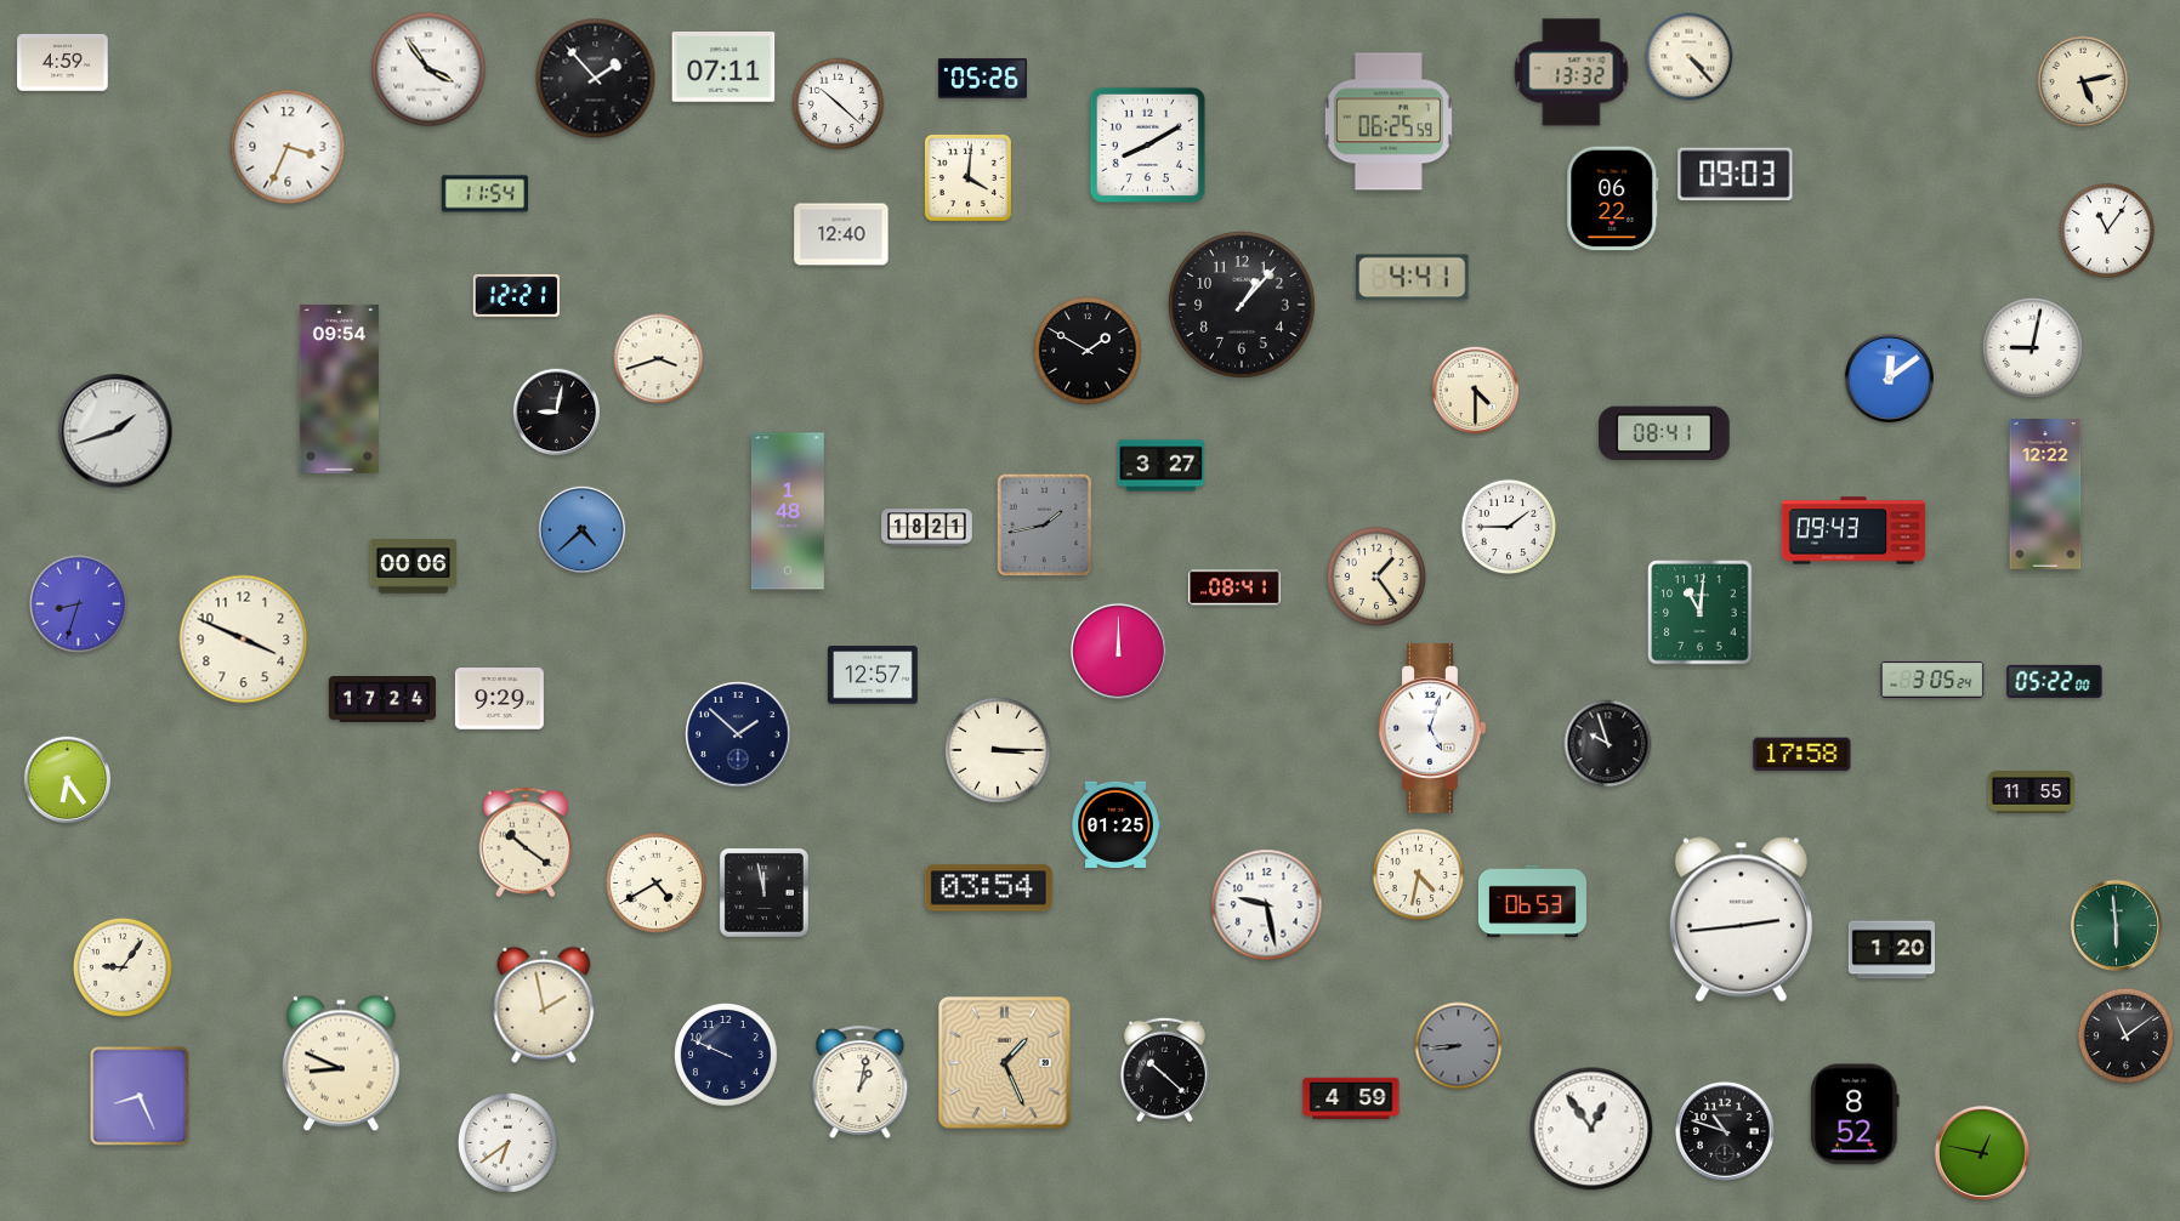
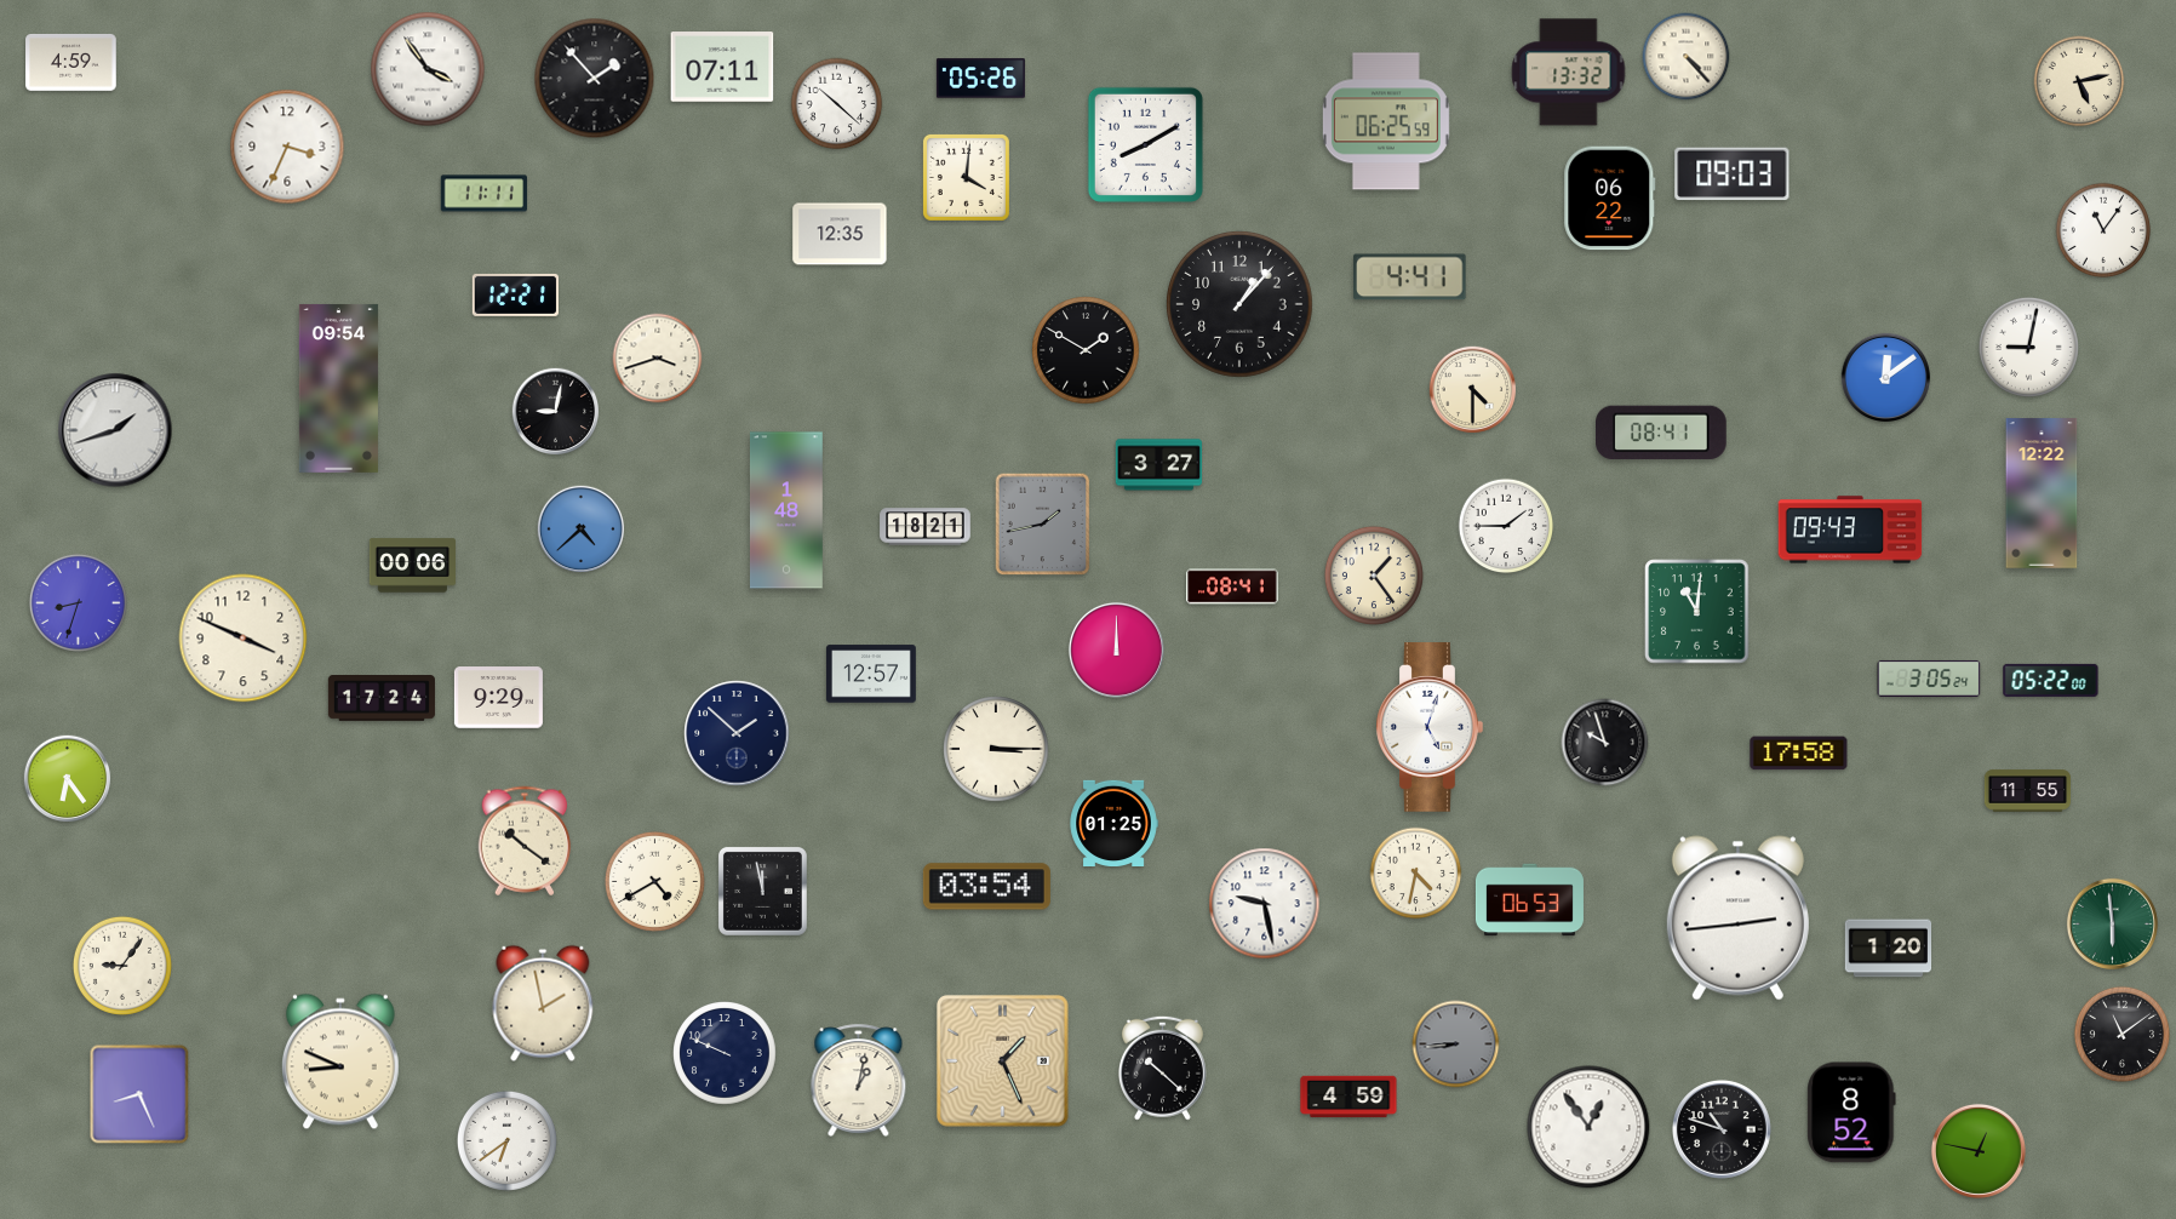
clock at (63, 62) position: (63, 62) -> (71, 62)
clock at (486, 194): 11:54 -> 11:11
clock at (841, 234): 12:40 -> 12:35
